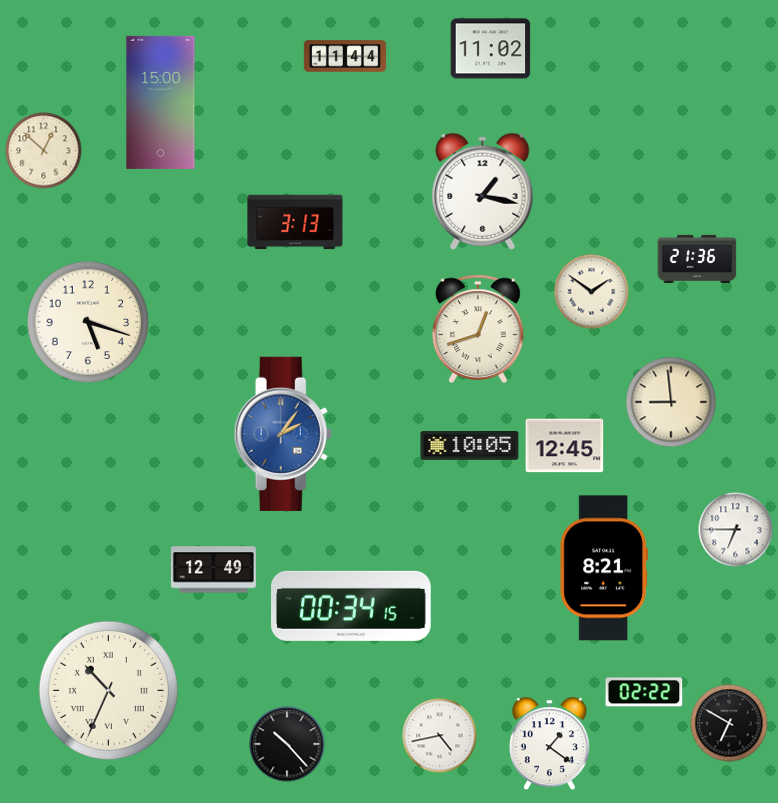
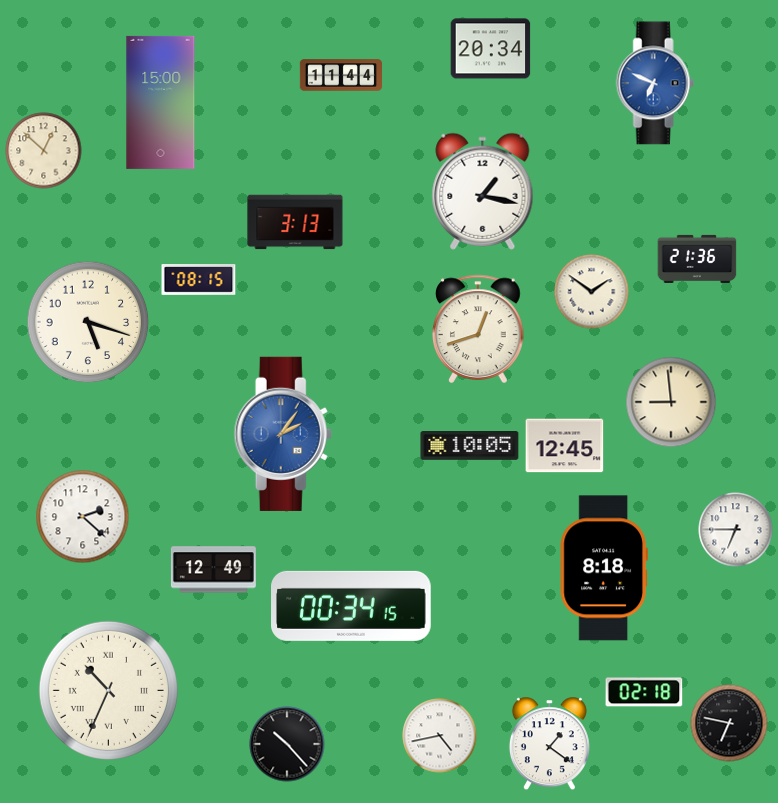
clock at (491, 49): 11:02 -> 20:34
clock at (345, 56) position: (345, 56) -> (341, 75)
clock at (655, 83): none -> 6:49
clock at (199, 280): none -> 08:15
clock at (83, 517): none -> 2:22
clock at (603, 568): 8:21 -> 8:18
clock at (644, 692): 02:22 -> 02:18
clock at (729, 723): 6:50 -> 6:47
